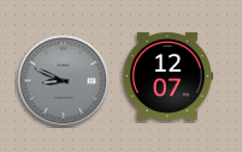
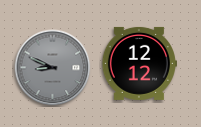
clock at (167, 75): 12:07 -> 12:12
